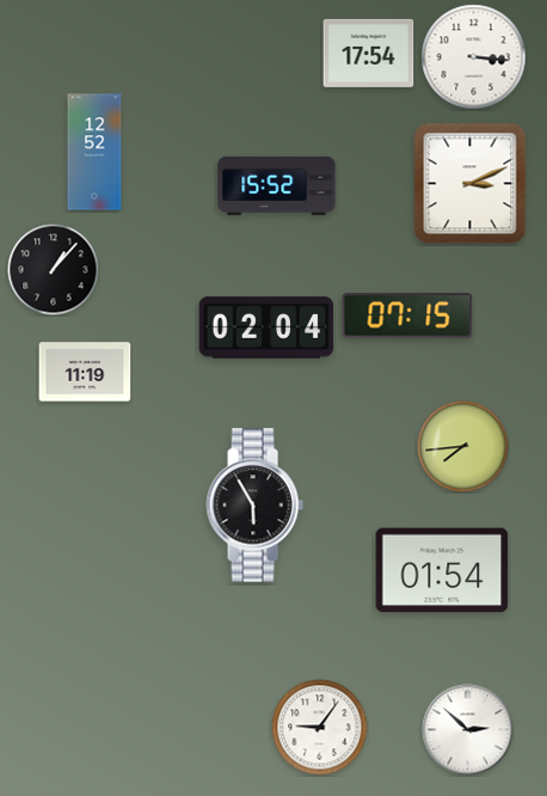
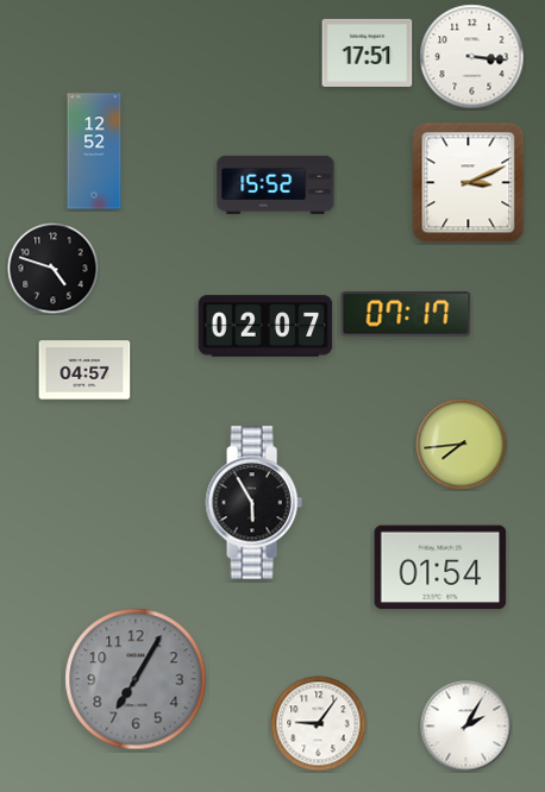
clock at (369, 53): 17:54 -> 17:51
clock at (54, 270): 1:07 -> 4:48
clock at (407, 316): 07:15 -> 07:17
clock at (266, 327): 02:04 -> 02:07
clock at (85, 372): 11:19 -> 04:57
clock at (136, 679): none -> 7:05
clock at (468, 730): 2:52 -> 2:05
